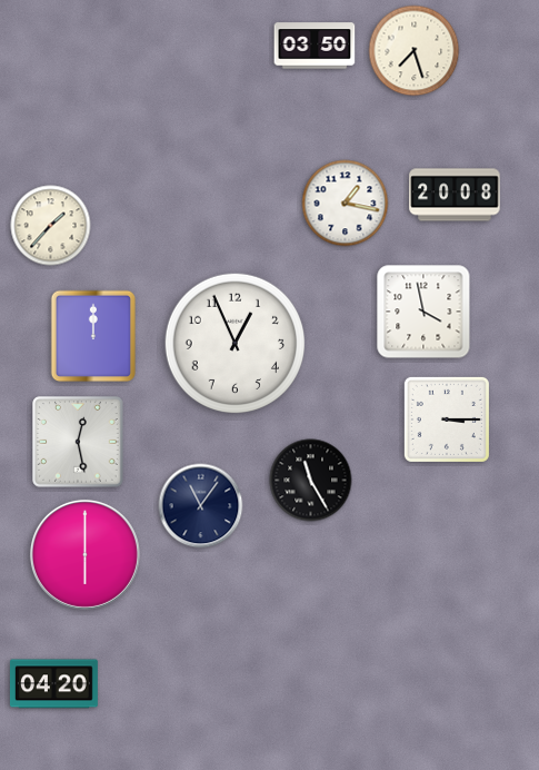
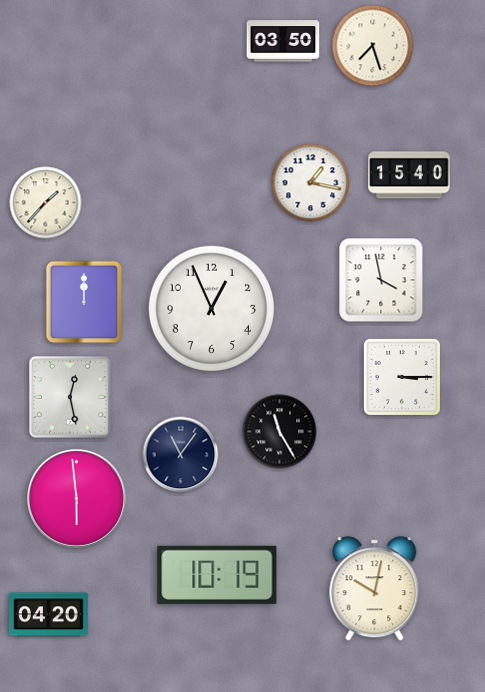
clock at (455, 195): 20:08 -> 15:40
clock at (84, 554): 6:00 -> 5:59
clock at (217, 575): none -> 10:19
clock at (375, 589): none -> 10:02
